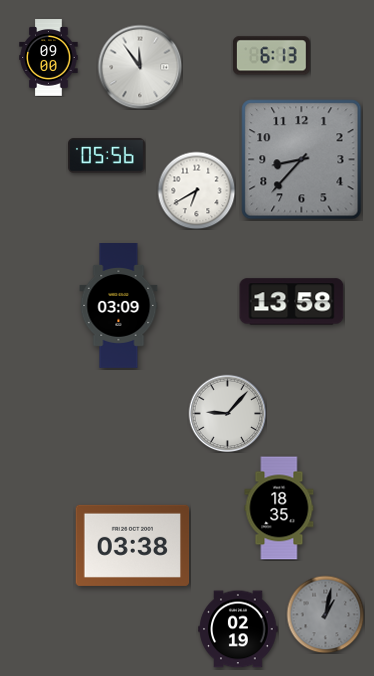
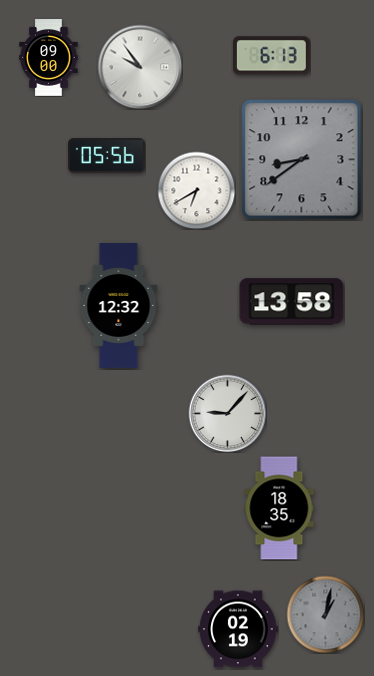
clock at (140, 67): 11:54 -> 9:54
clock at (302, 160): 8:37 -> 8:39
clock at (119, 306): 03:09 -> 12:32
clock at (133, 545): 03:38 -> none
